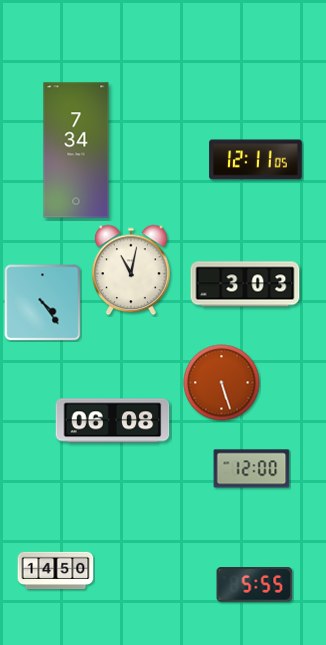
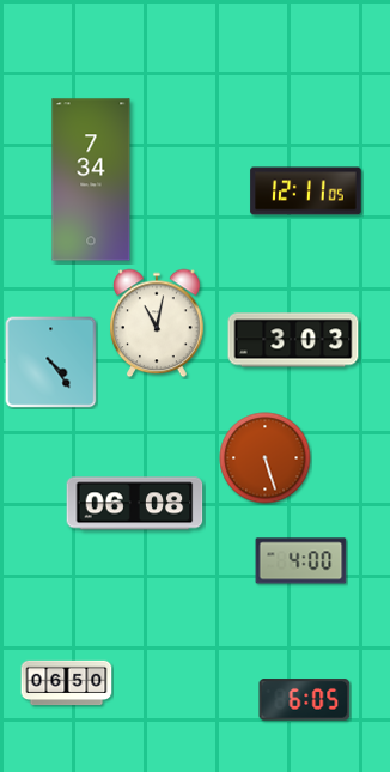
clock at (252, 469): 12:00 -> 4:00
clock at (56, 571): 14:50 -> 06:50
clock at (255, 585): 5:55 -> 6:05
